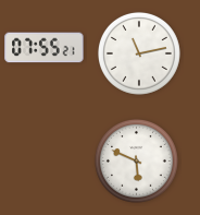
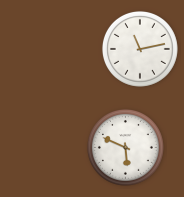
clock at (45, 48): 07:55 -> none
clock at (139, 53) position: (139, 53) -> (140, 49)
